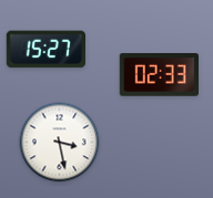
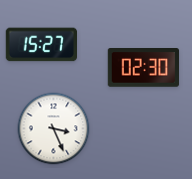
clock at (159, 75): 02:33 -> 02:30
clock at (60, 143): 3:28 -> 3:26
